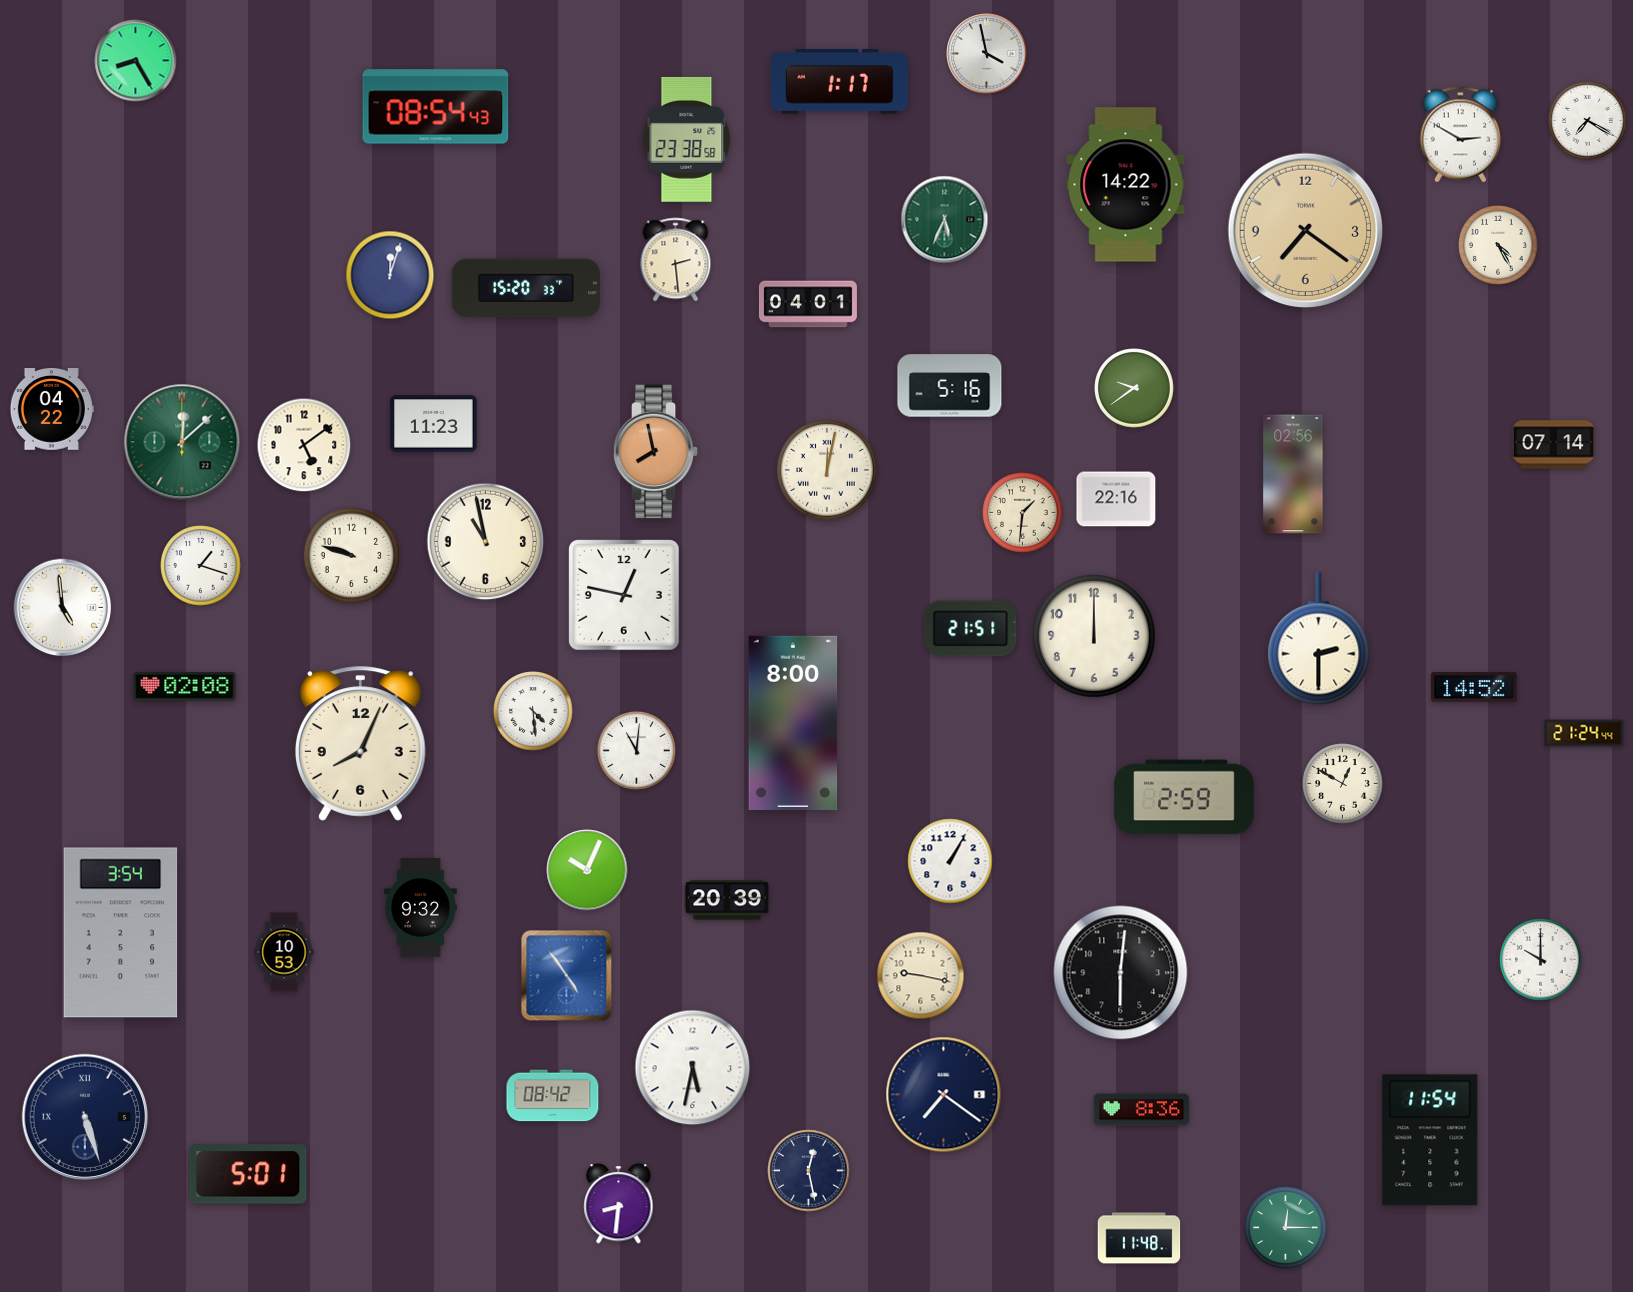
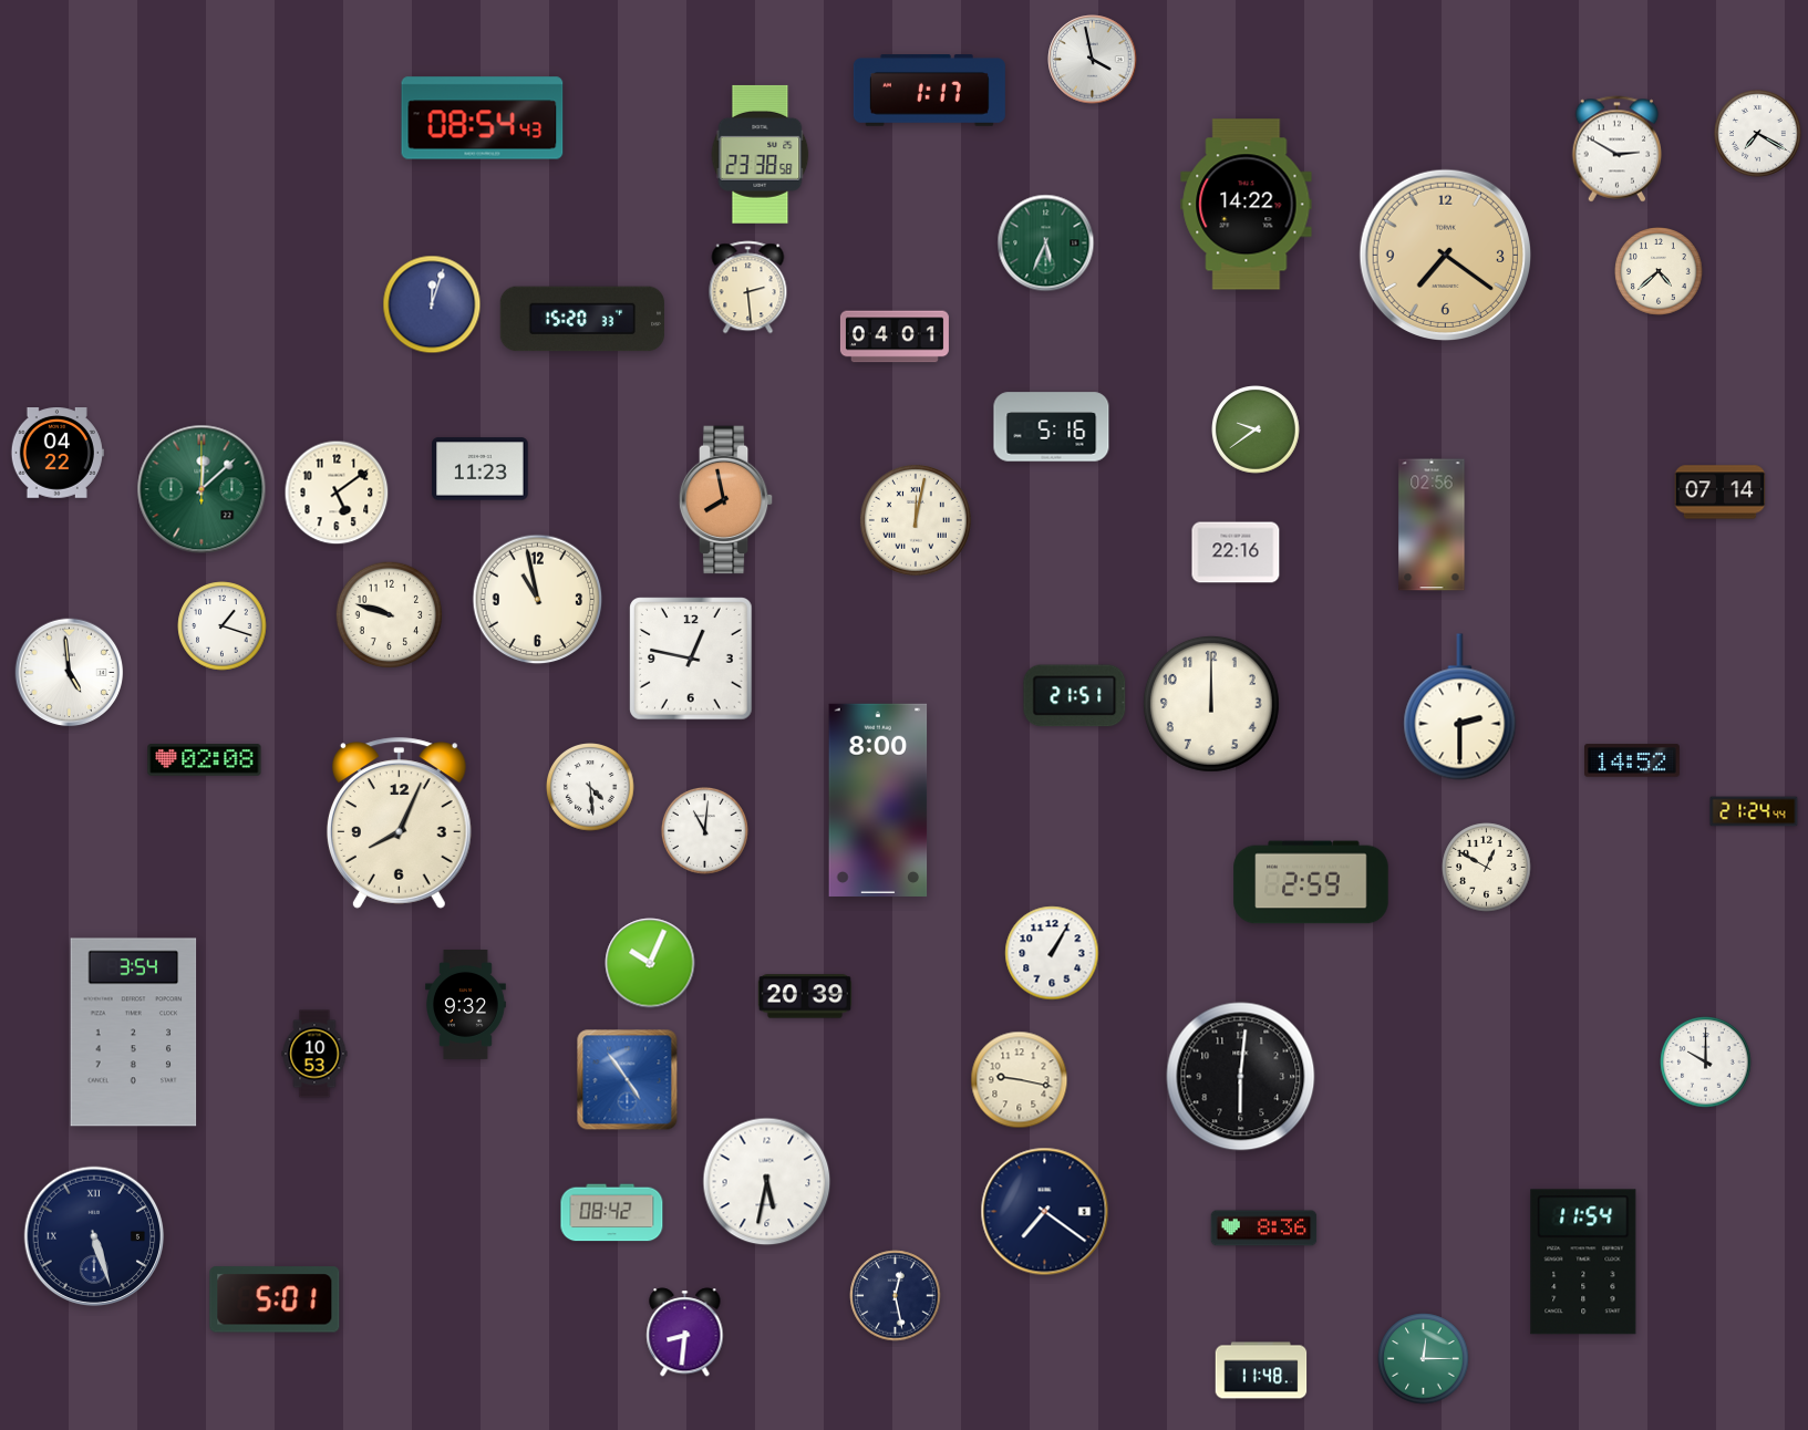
clock at (136, 61): 8:25 -> none
clock at (1498, 245): 4:25 -> 4:38
clock at (1023, 513): 1:31 -> none
